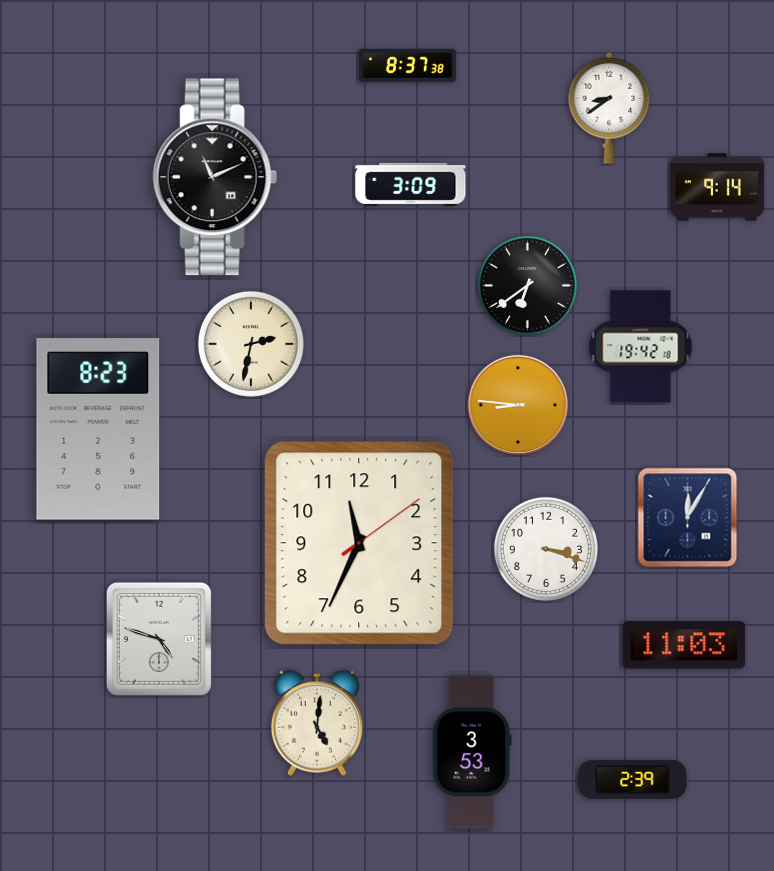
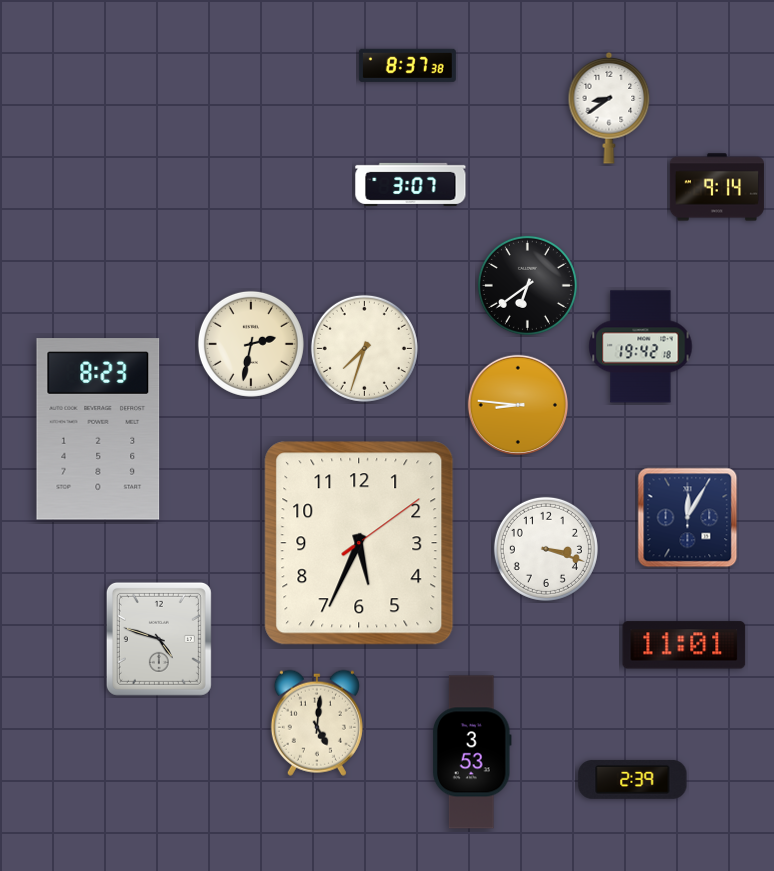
clock at (215, 177): 11:11 -> none
clock at (411, 184): 3:09 -> 3:07
clock at (364, 348): none -> 7:33
clock at (359, 543): 11:34 -> 5:34
clock at (684, 645): 11:03 -> 11:01
